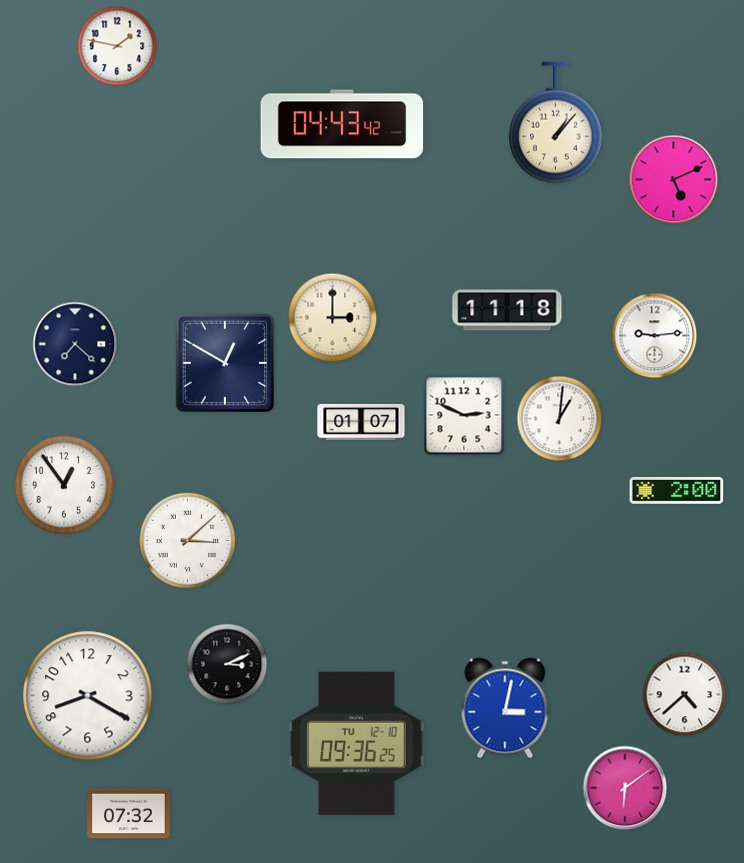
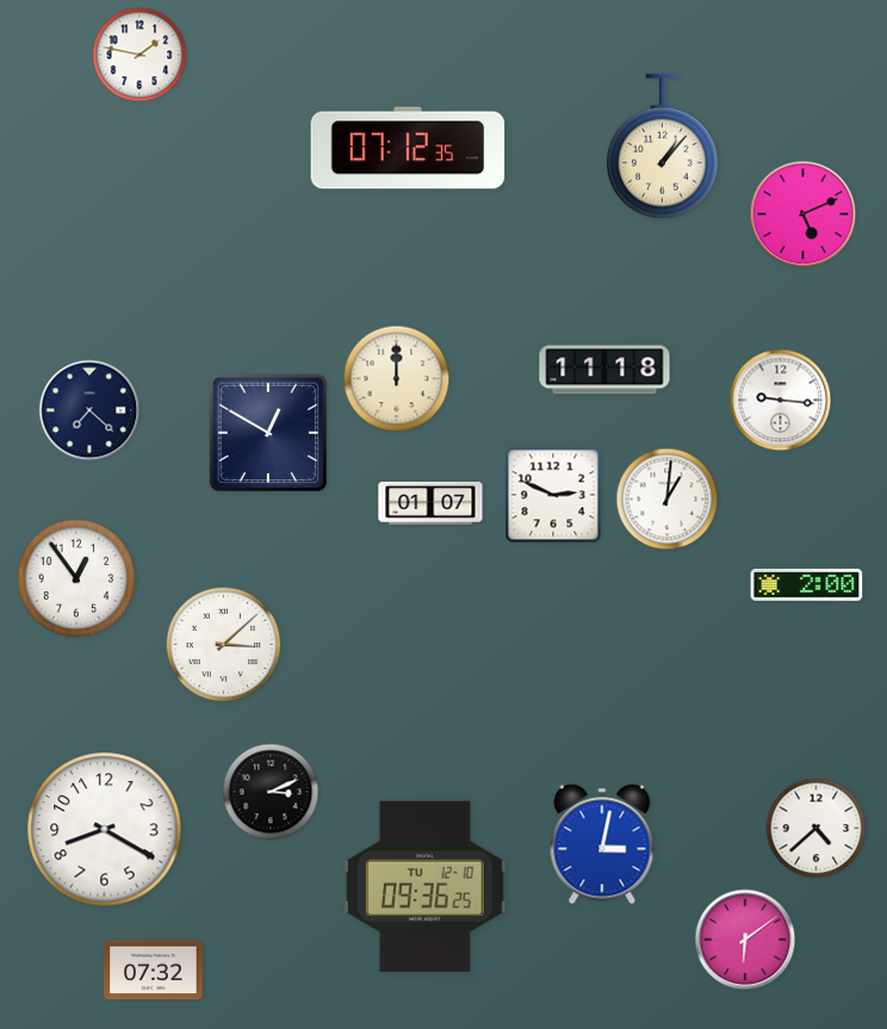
clock at (342, 124): 04:43 -> 07:12
clock at (333, 318): 3:00 -> 12:00
clock at (655, 336): 9:14 -> 9:16
